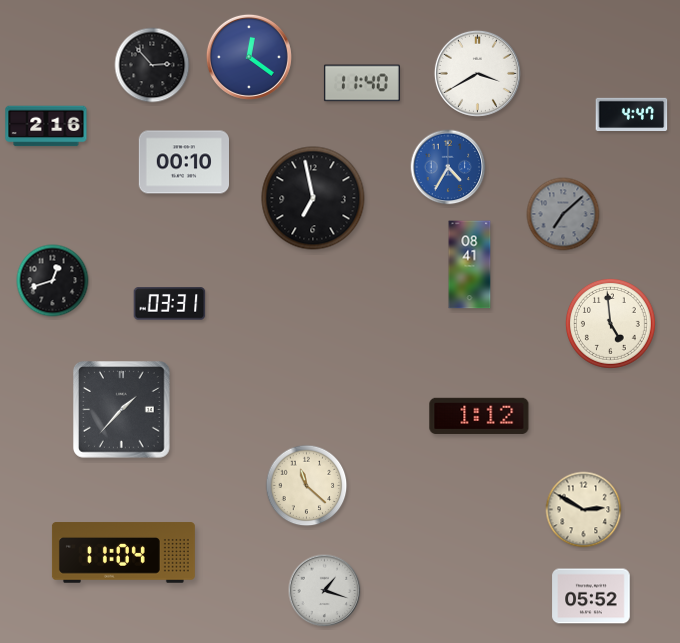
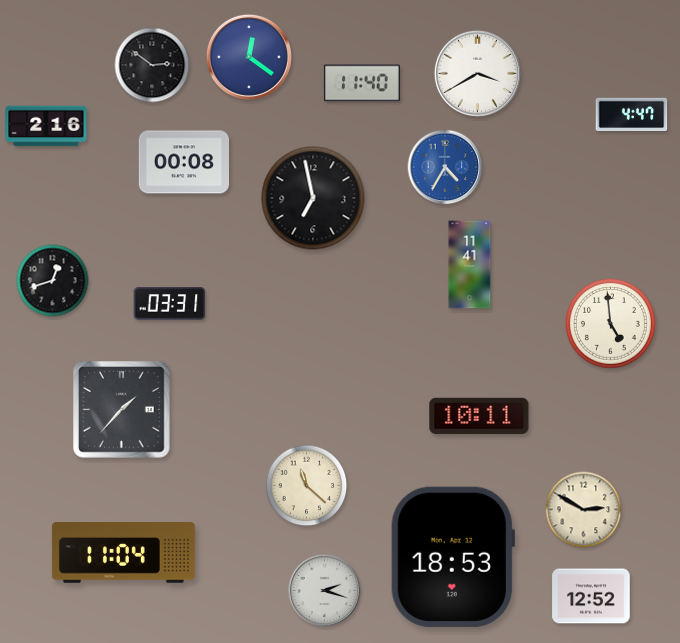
clock at (152, 65): 2:53 -> 2:51
clock at (183, 162): 00:10 -> 00:08
clock at (448, 167) position: (448, 167) -> (445, 167)
clock at (563, 214): 7:08 -> none
clock at (470, 265): 08:41 -> 11:41
clock at (479, 416): 1:12 -> 10:11
clock at (452, 557): none -> 18:53
clock at (325, 591): 1:18 -> 2:18
clock at (591, 596): 05:52 -> 12:52
